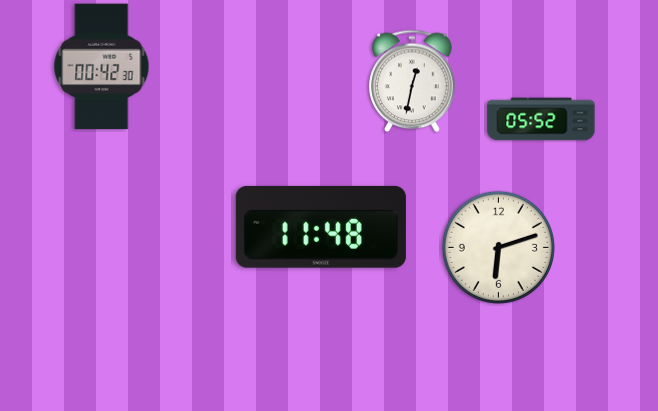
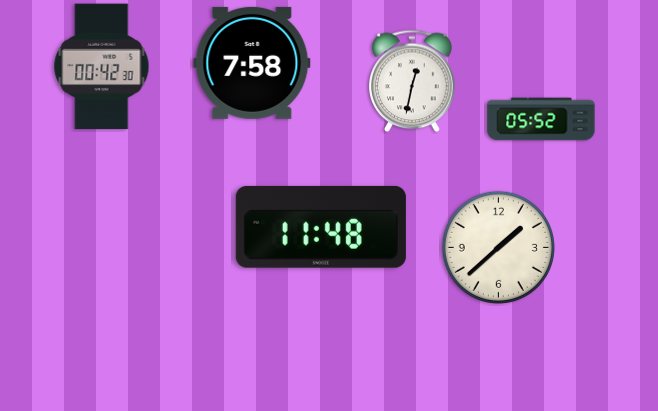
clock at (252, 63): none -> 7:58
clock at (498, 247): 6:12 -> 1:38
